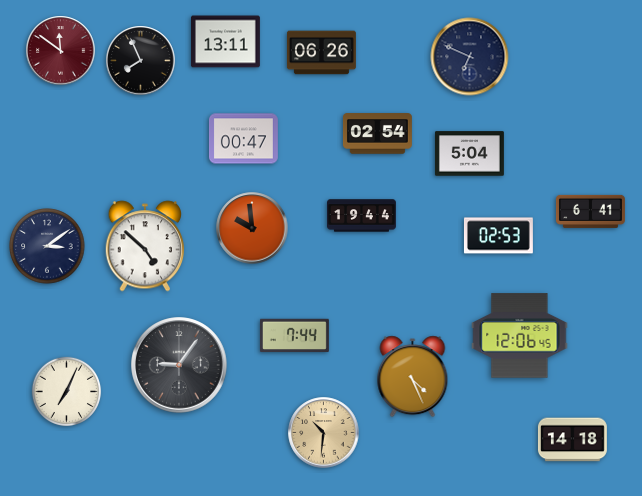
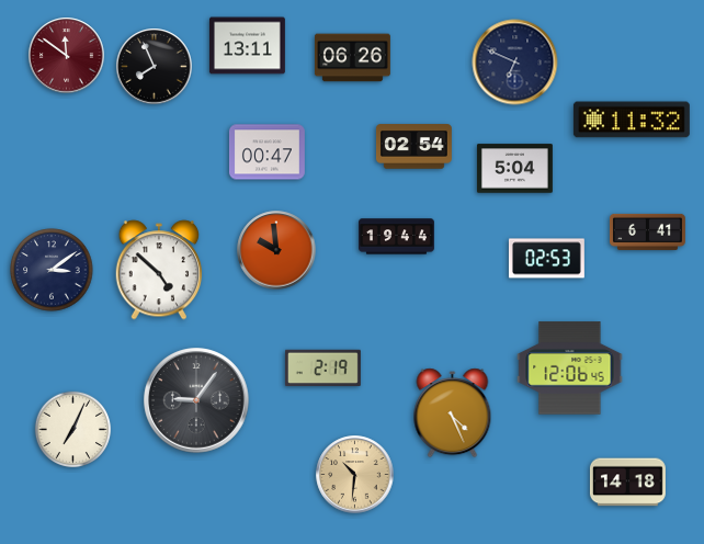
clock at (632, 120): none -> 11:32
clock at (294, 336): 7:44 -> 2:19
